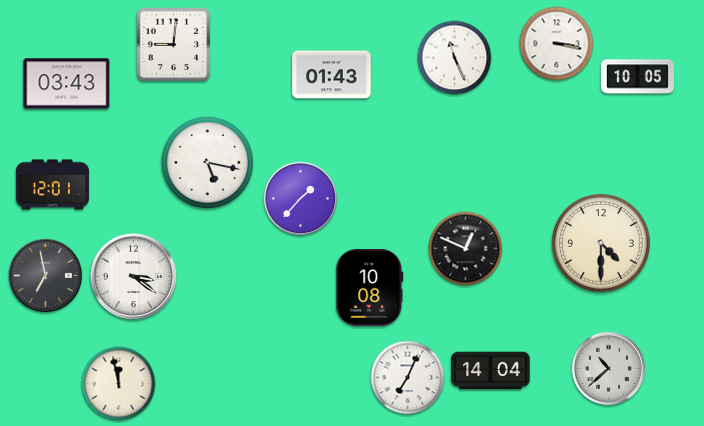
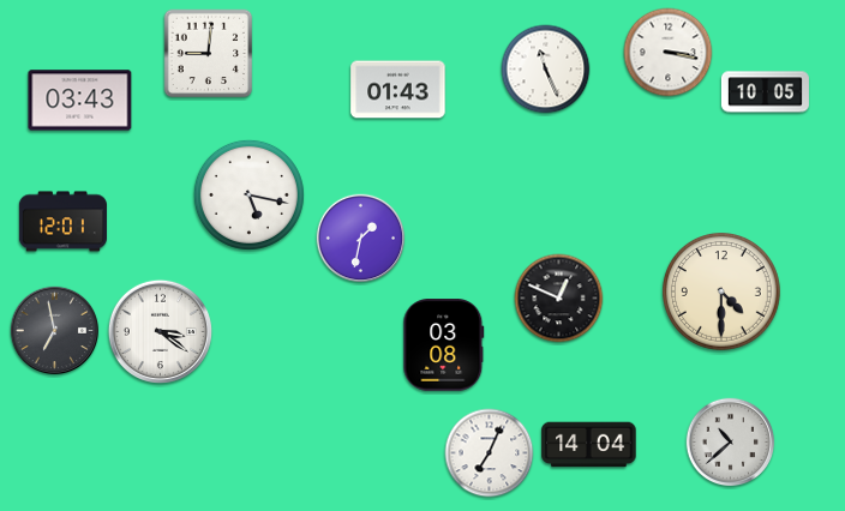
clock at (301, 199): 1:37 -> 1:32
clock at (370, 288): 10:08 -> 03:08
clock at (119, 384): 11:58 -> none
